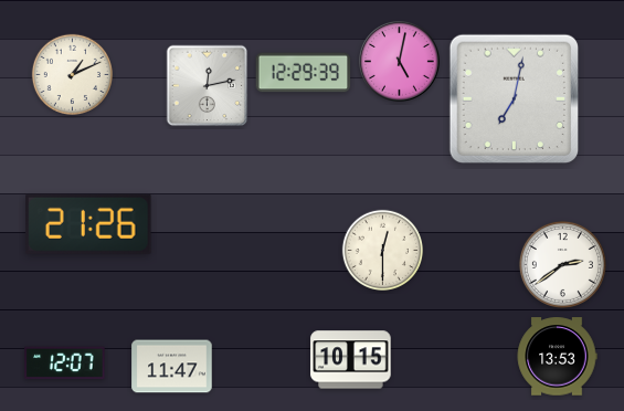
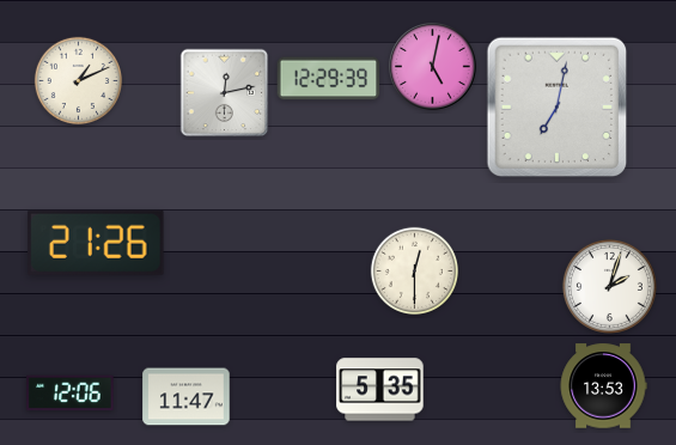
clock at (562, 264): 2:39 -> 2:03
clock at (351, 360): 10:15 -> 5:35
clock at (65, 363): 12:07 -> 12:06
